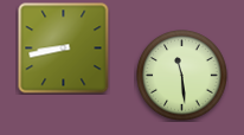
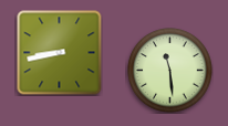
clock at (64, 49) position: (64, 49) -> (60, 53)
